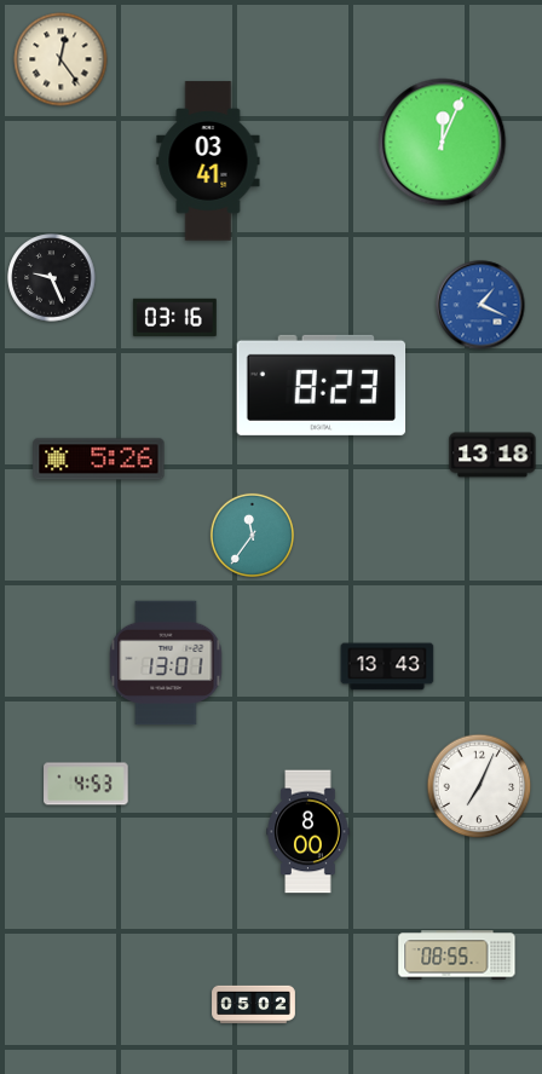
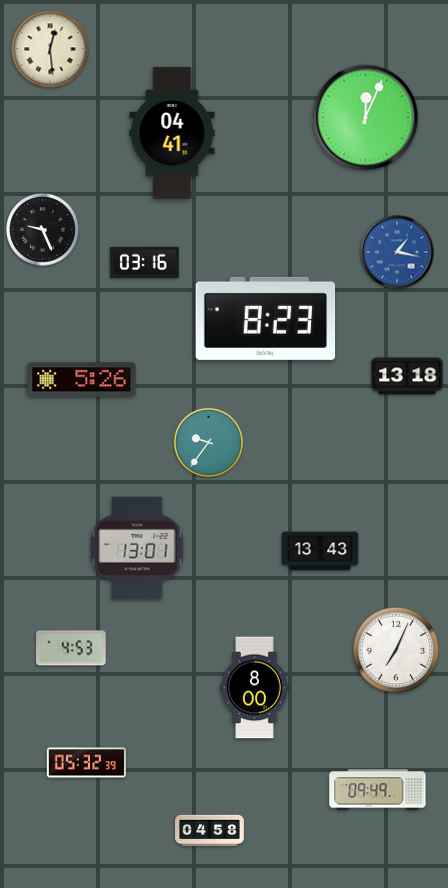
clock at (60, 59): 12:24 -> 12:29
clock at (208, 161): 03:41 -> 04:41
clock at (480, 305): 1:19 -> 1:17
clock at (252, 535): 11:36 -> 9:36
clock at (86, 763): none -> 05:32
clock at (457, 955): 08:55 -> 09:49
clock at (254, 1005): 05:02 -> 04:58
